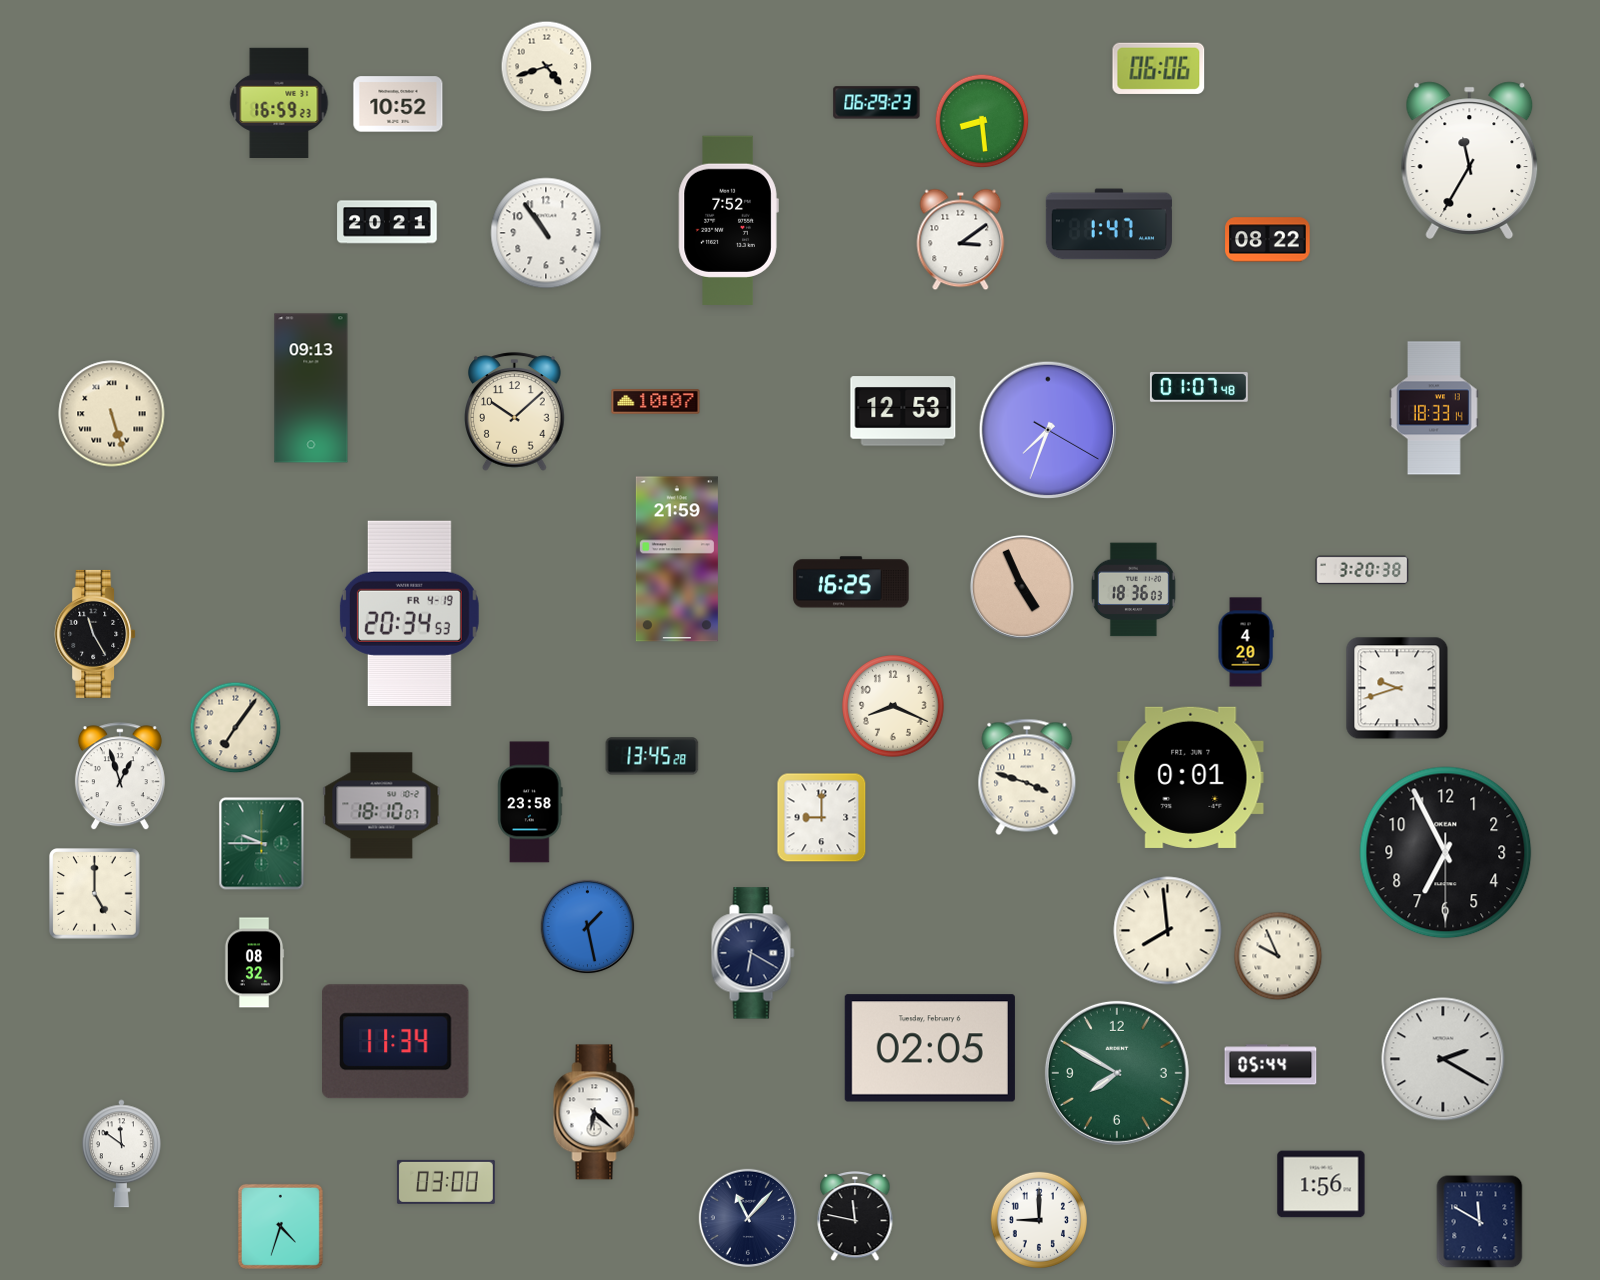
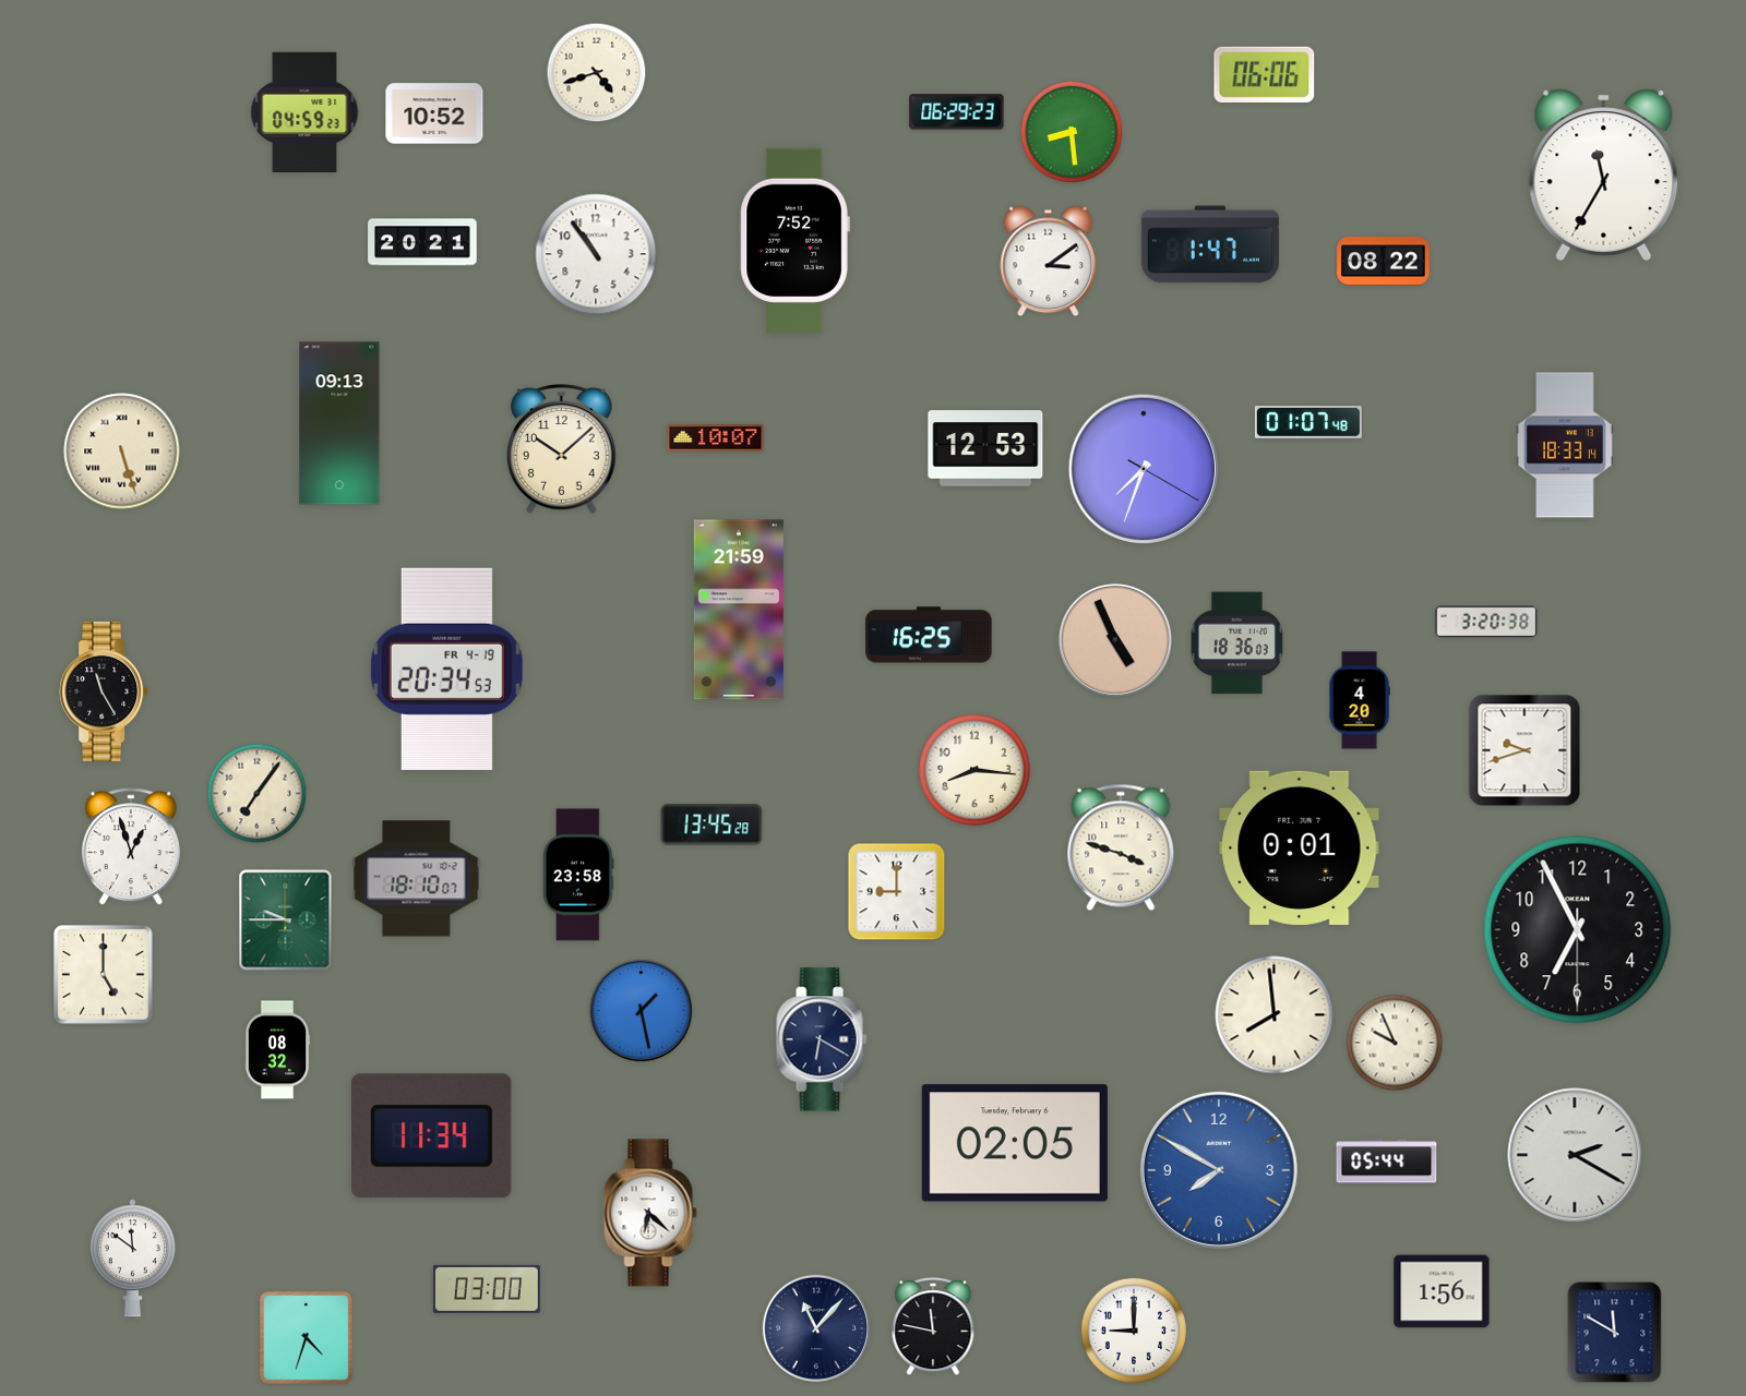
clock at (279, 103): 16:59 -> 04:59
clock at (893, 706): 8:19 -> 8:16
clock at (1117, 1073) dial: green -> blue
